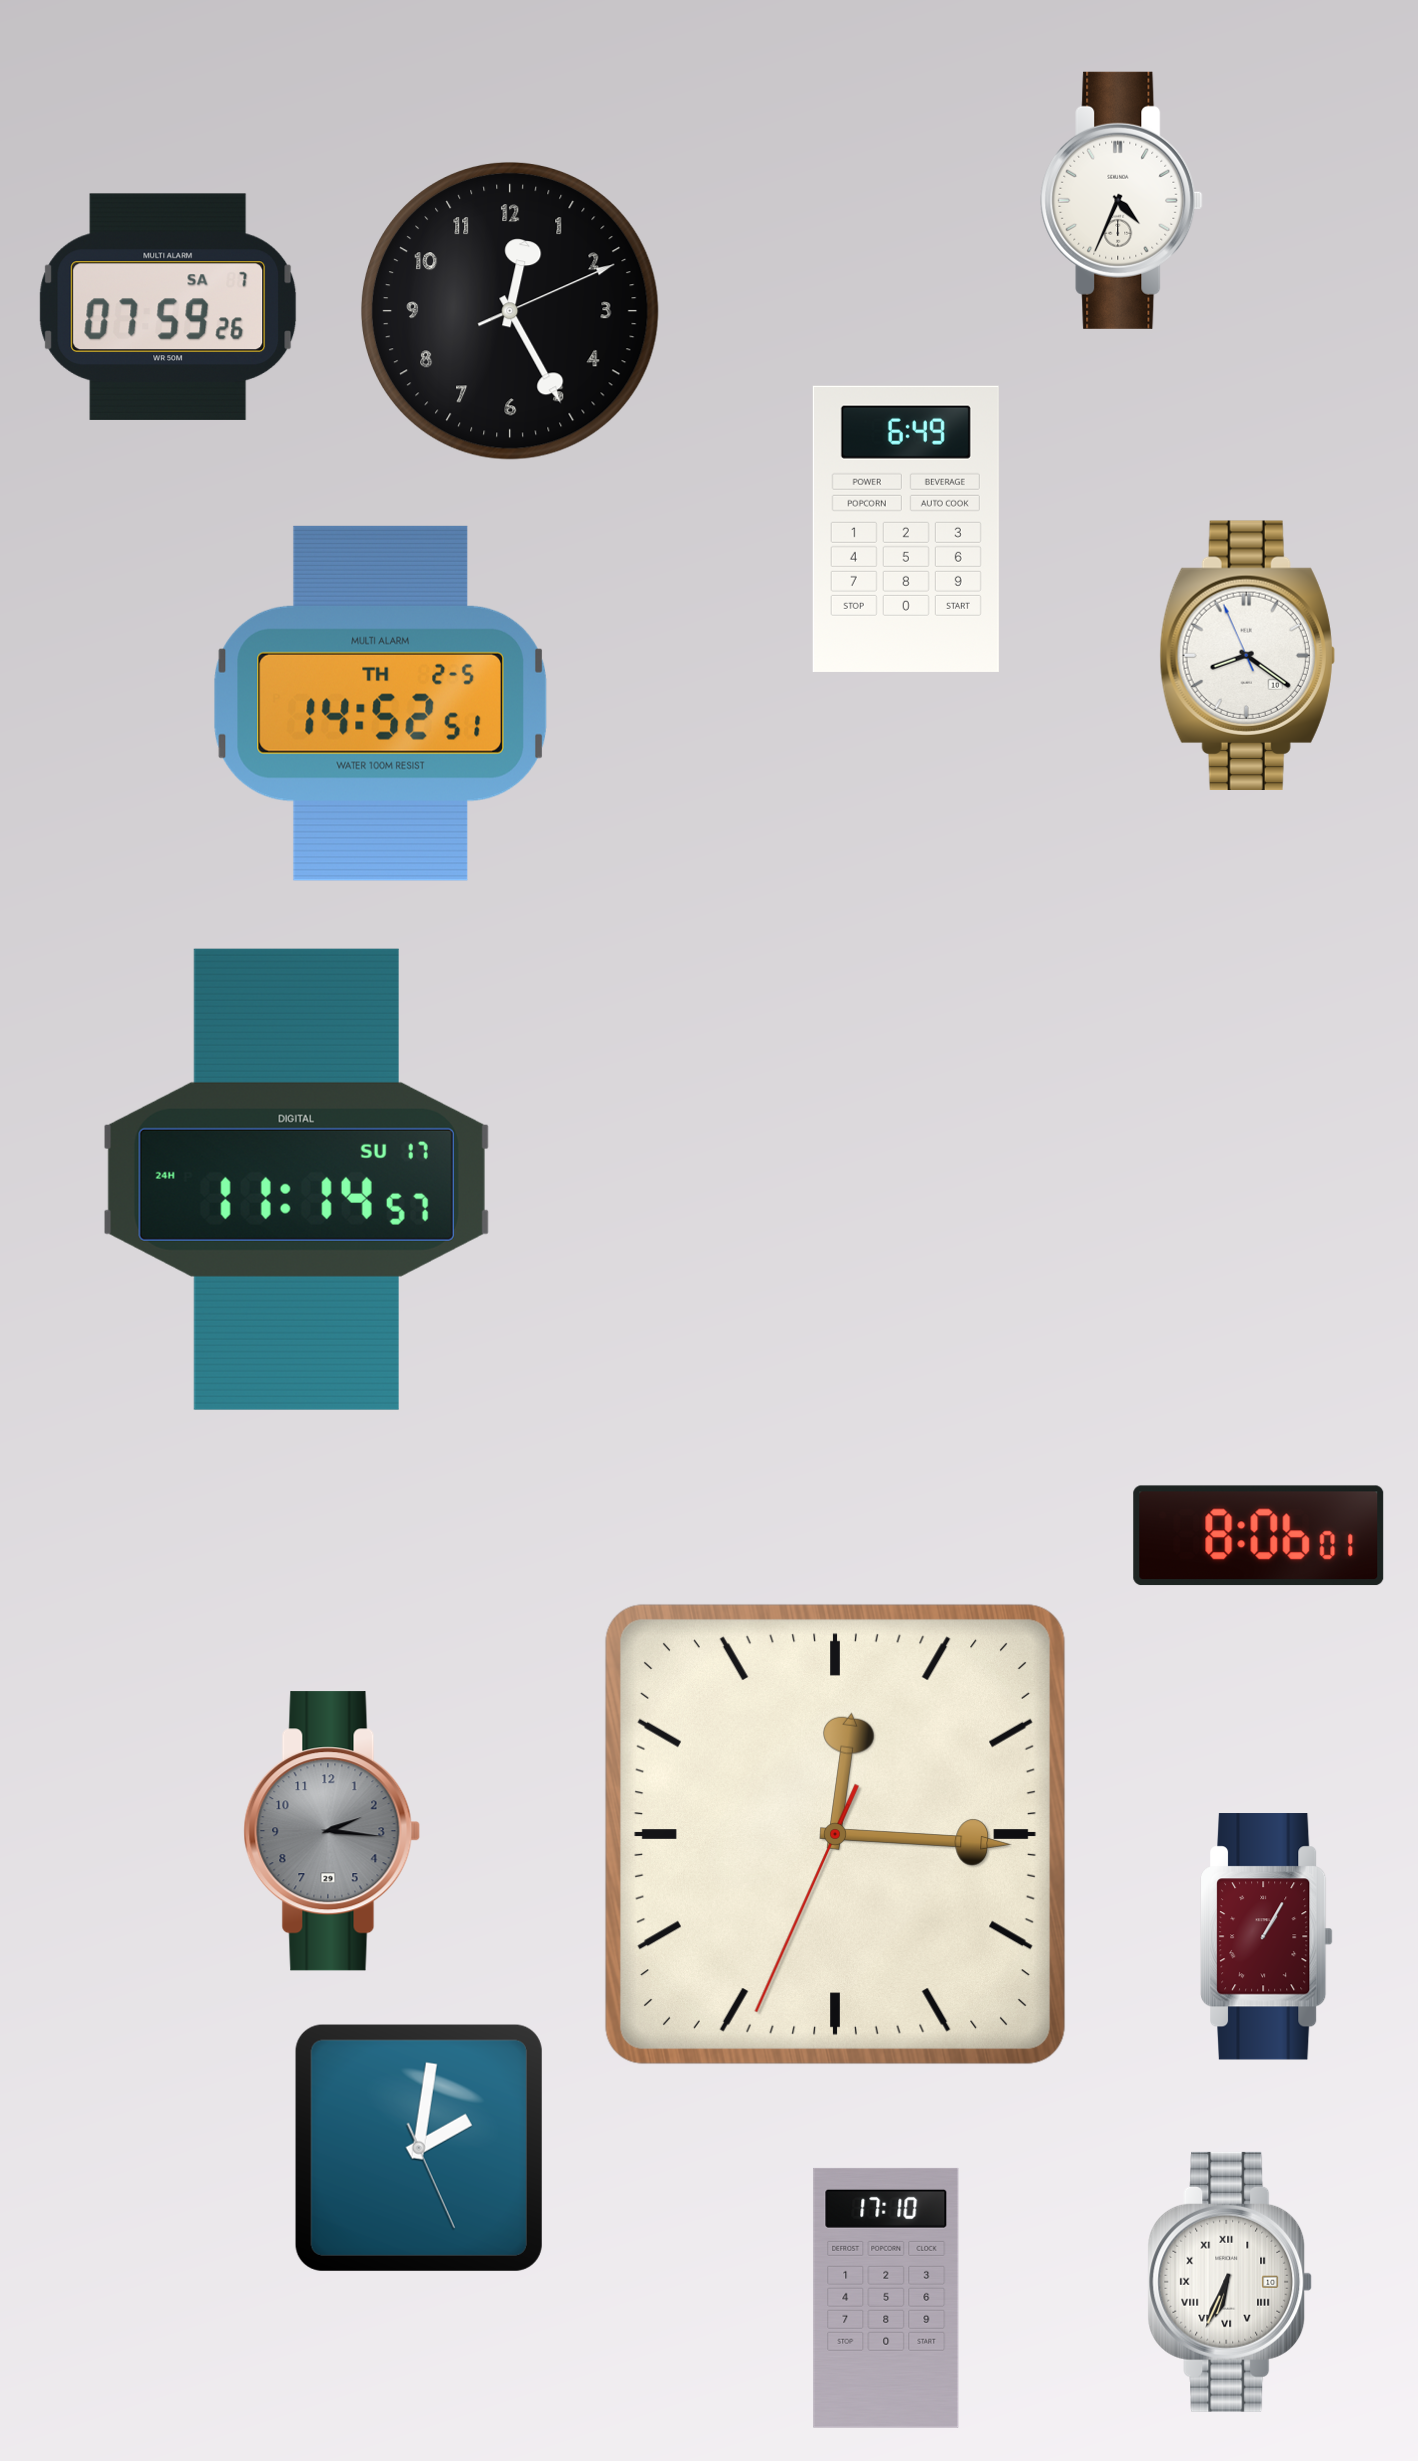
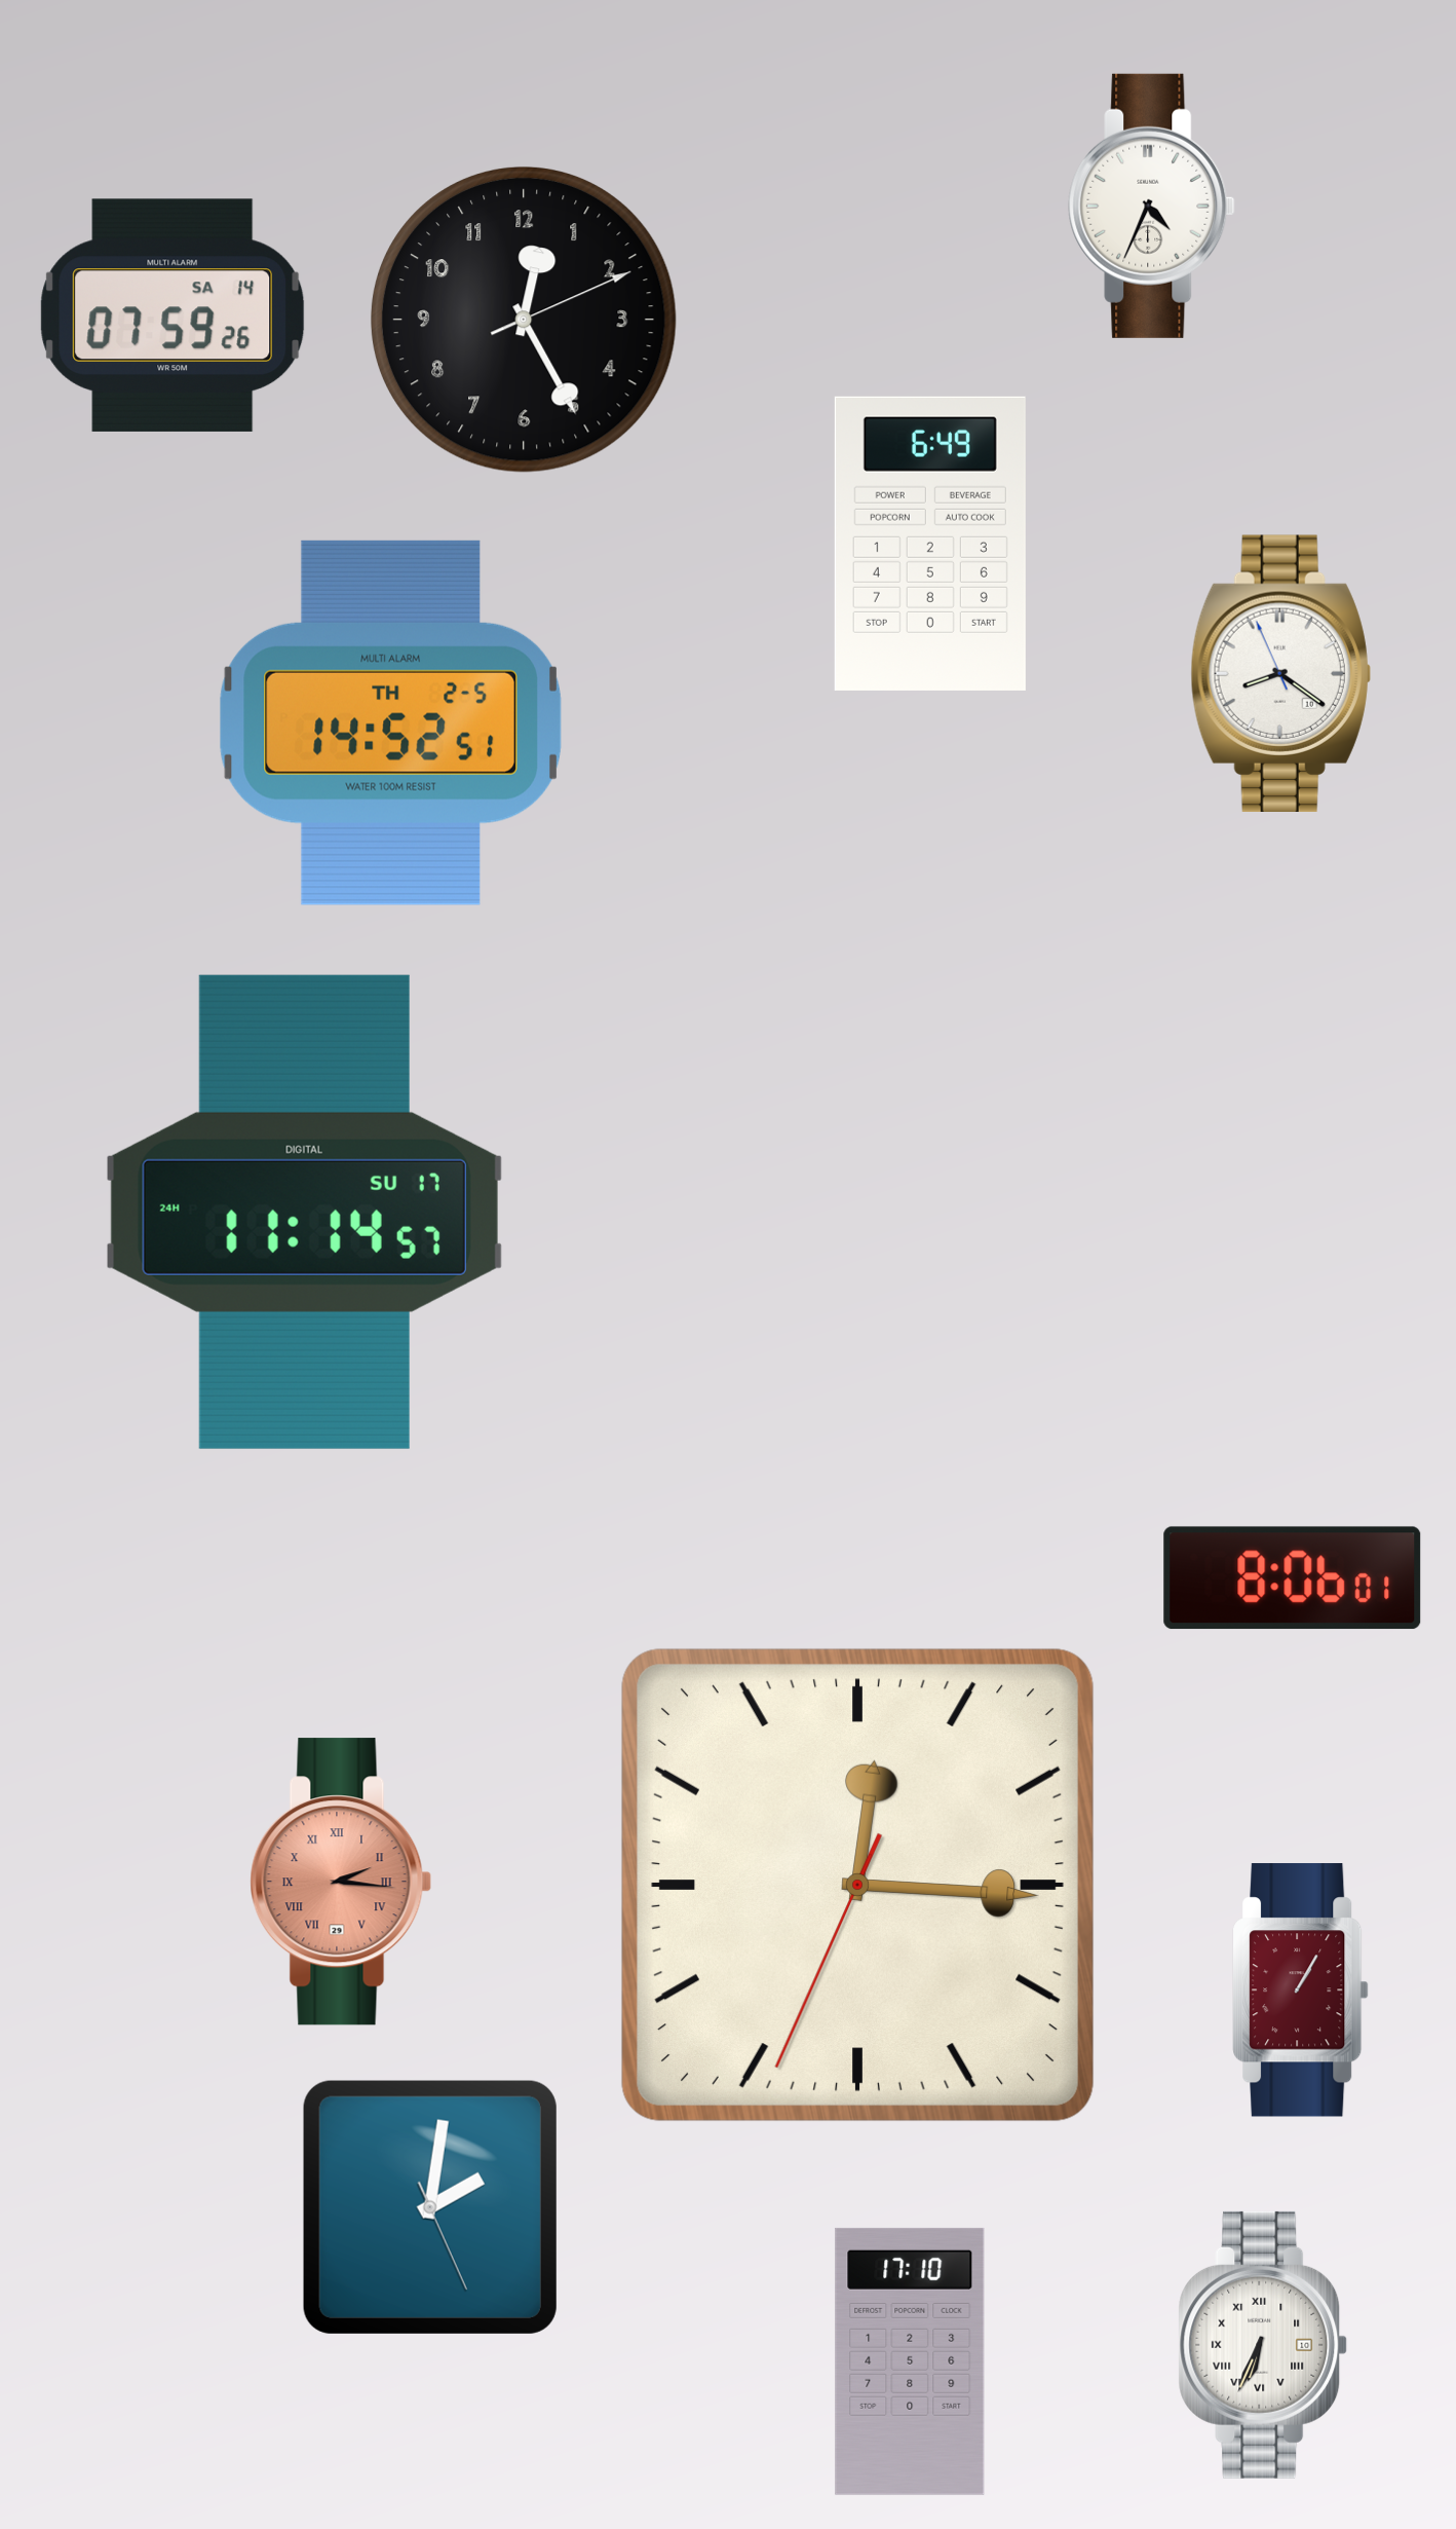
clock at (168, 307) date: SA 7 -> SA 14
clock at (332, 1831) dial: grey -> salmon
clock at (332, 1831) numerals: Arabic -> Roman
